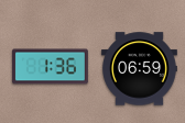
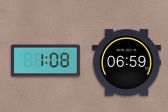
clock at (50, 67): 1:36 -> 1:08
